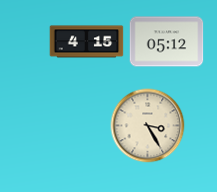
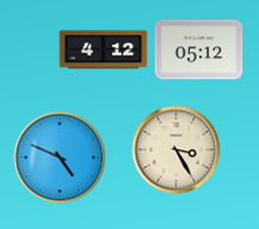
clock at (87, 42): 4:15 -> 4:12
clock at (60, 157): none -> 4:49
